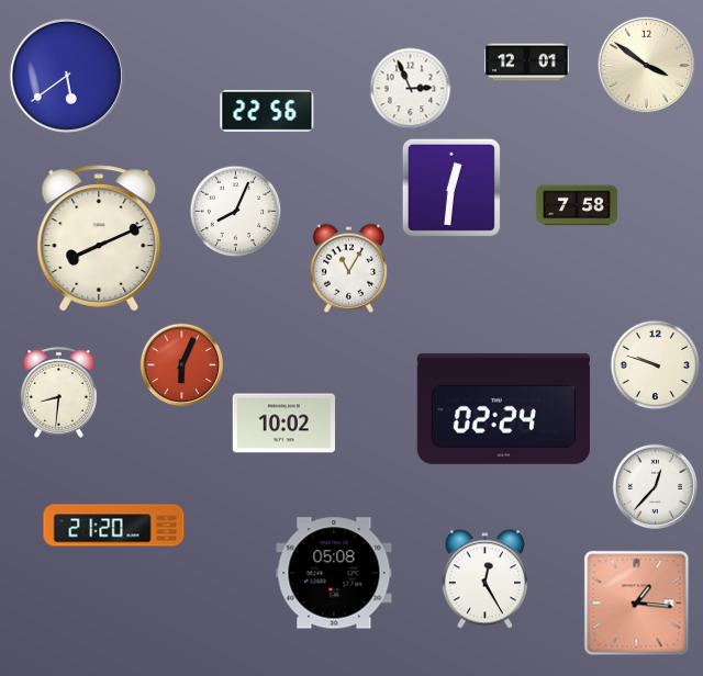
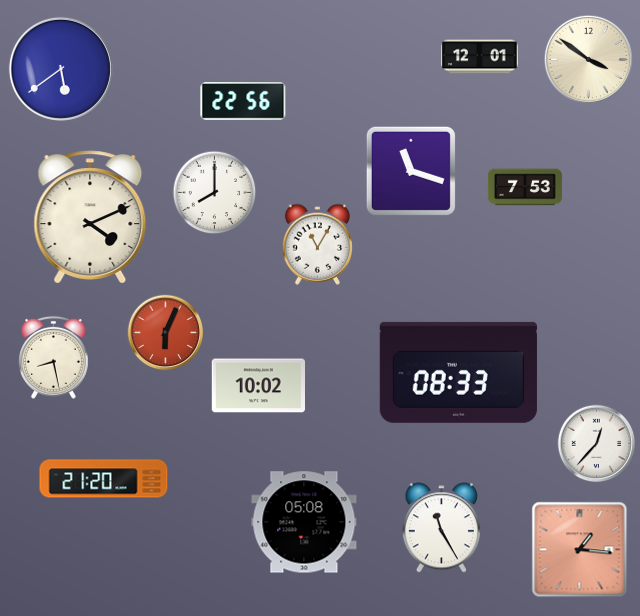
clock at (411, 89): 2:56 -> none
clock at (451, 188): 12:31 -> 11:18
clock at (577, 205): 7:58 -> 7:53
clock at (236, 212): 8:04 -> 8:00
clock at (99, 238): 8:11 -> 4:11
clock at (656, 365): 9:48 -> none
clock at (59, 392): 8:31 -> 8:28
clock at (503, 408): 02:24 -> 08:33
clock at (484, 579): 12:25 -> 11:25
